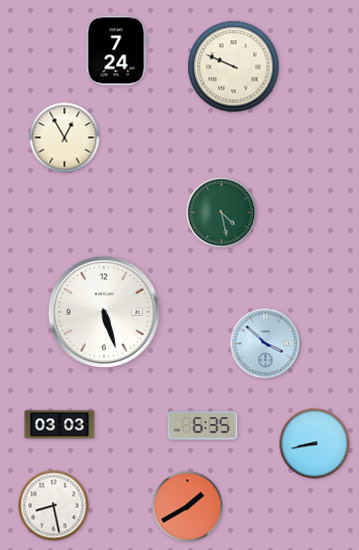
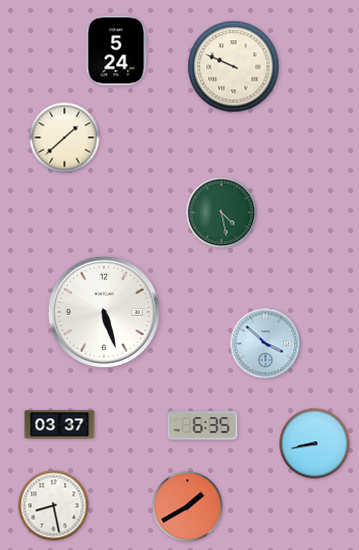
clock at (117, 51): 7:24 -> 5:24
clock at (65, 138): 12:55 -> 1:38
clock at (60, 425): 03:03 -> 03:37
